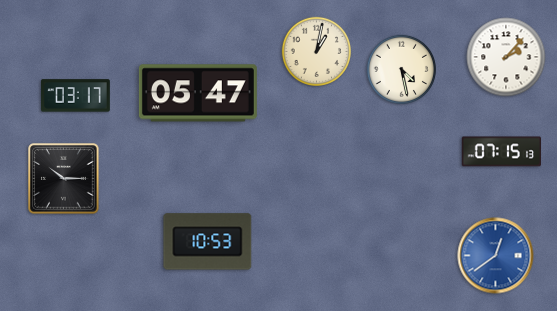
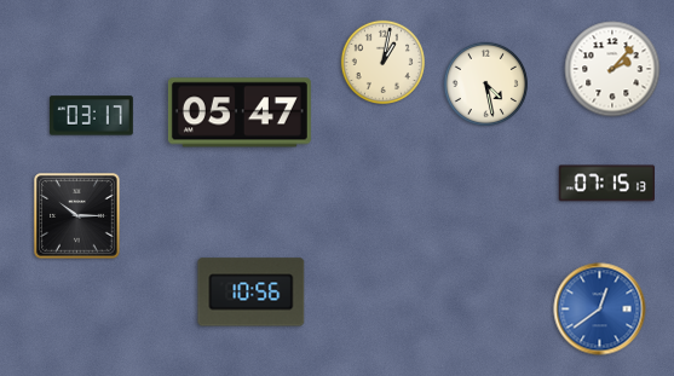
clock at (208, 242): 10:53 -> 10:56
